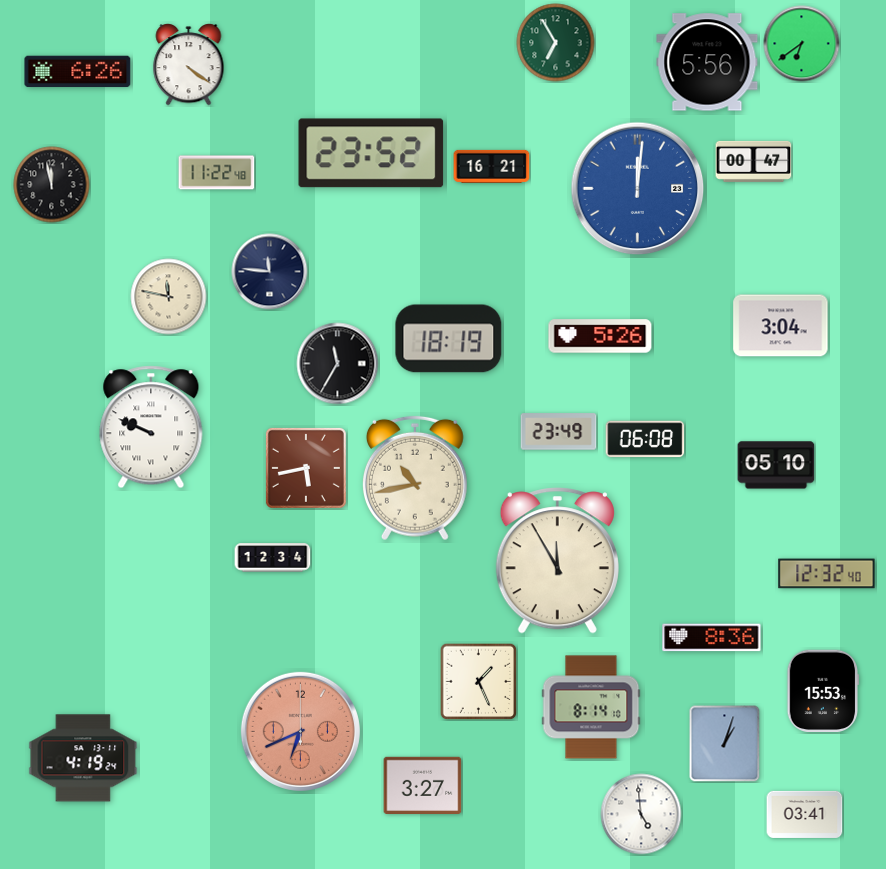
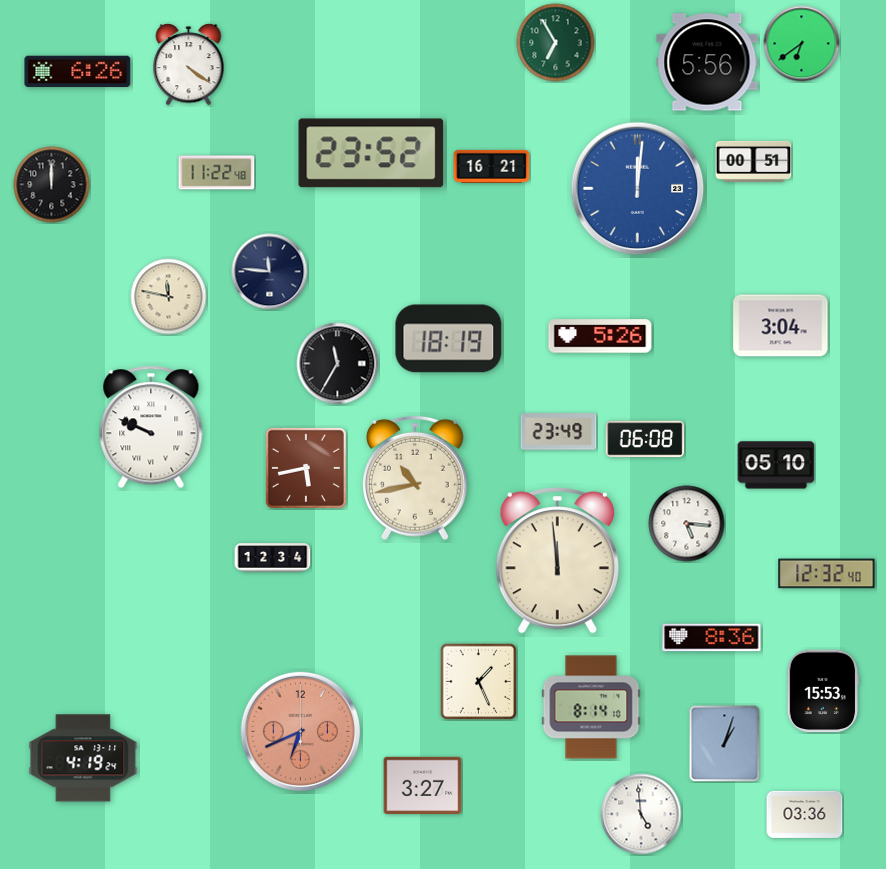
clock at (754, 161): 00:47 -> 00:51
clock at (52, 185): 11:58 -> 12:00
clock at (687, 524): none -> 5:16
clock at (557, 561): 11:55 -> 11:59
clock at (805, 814): 03:41 -> 03:36
